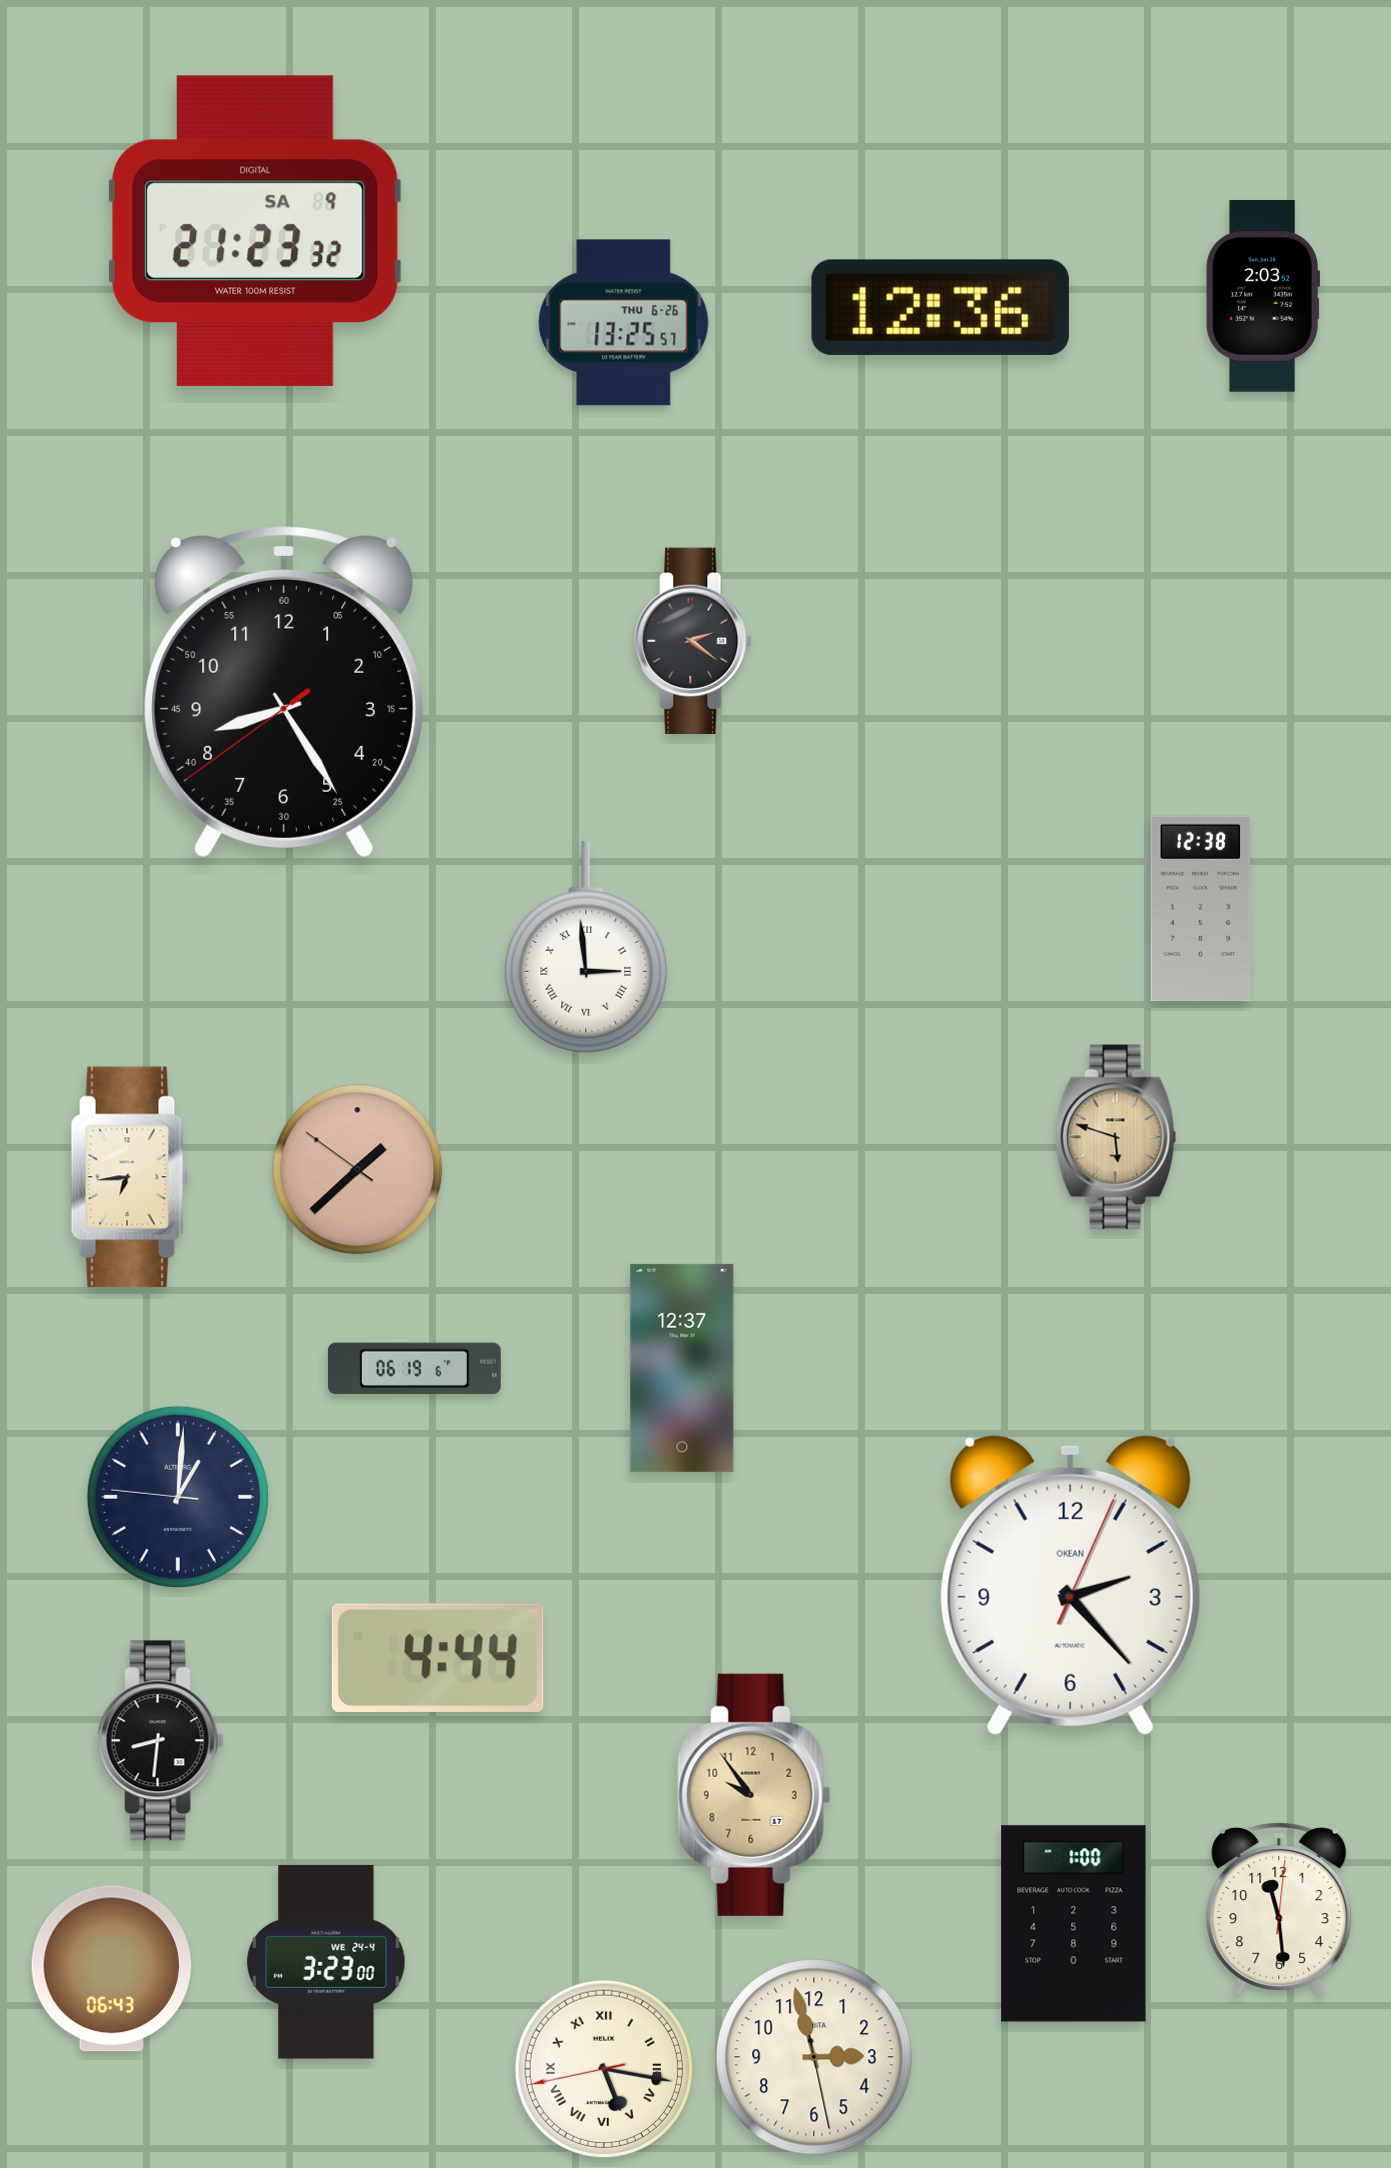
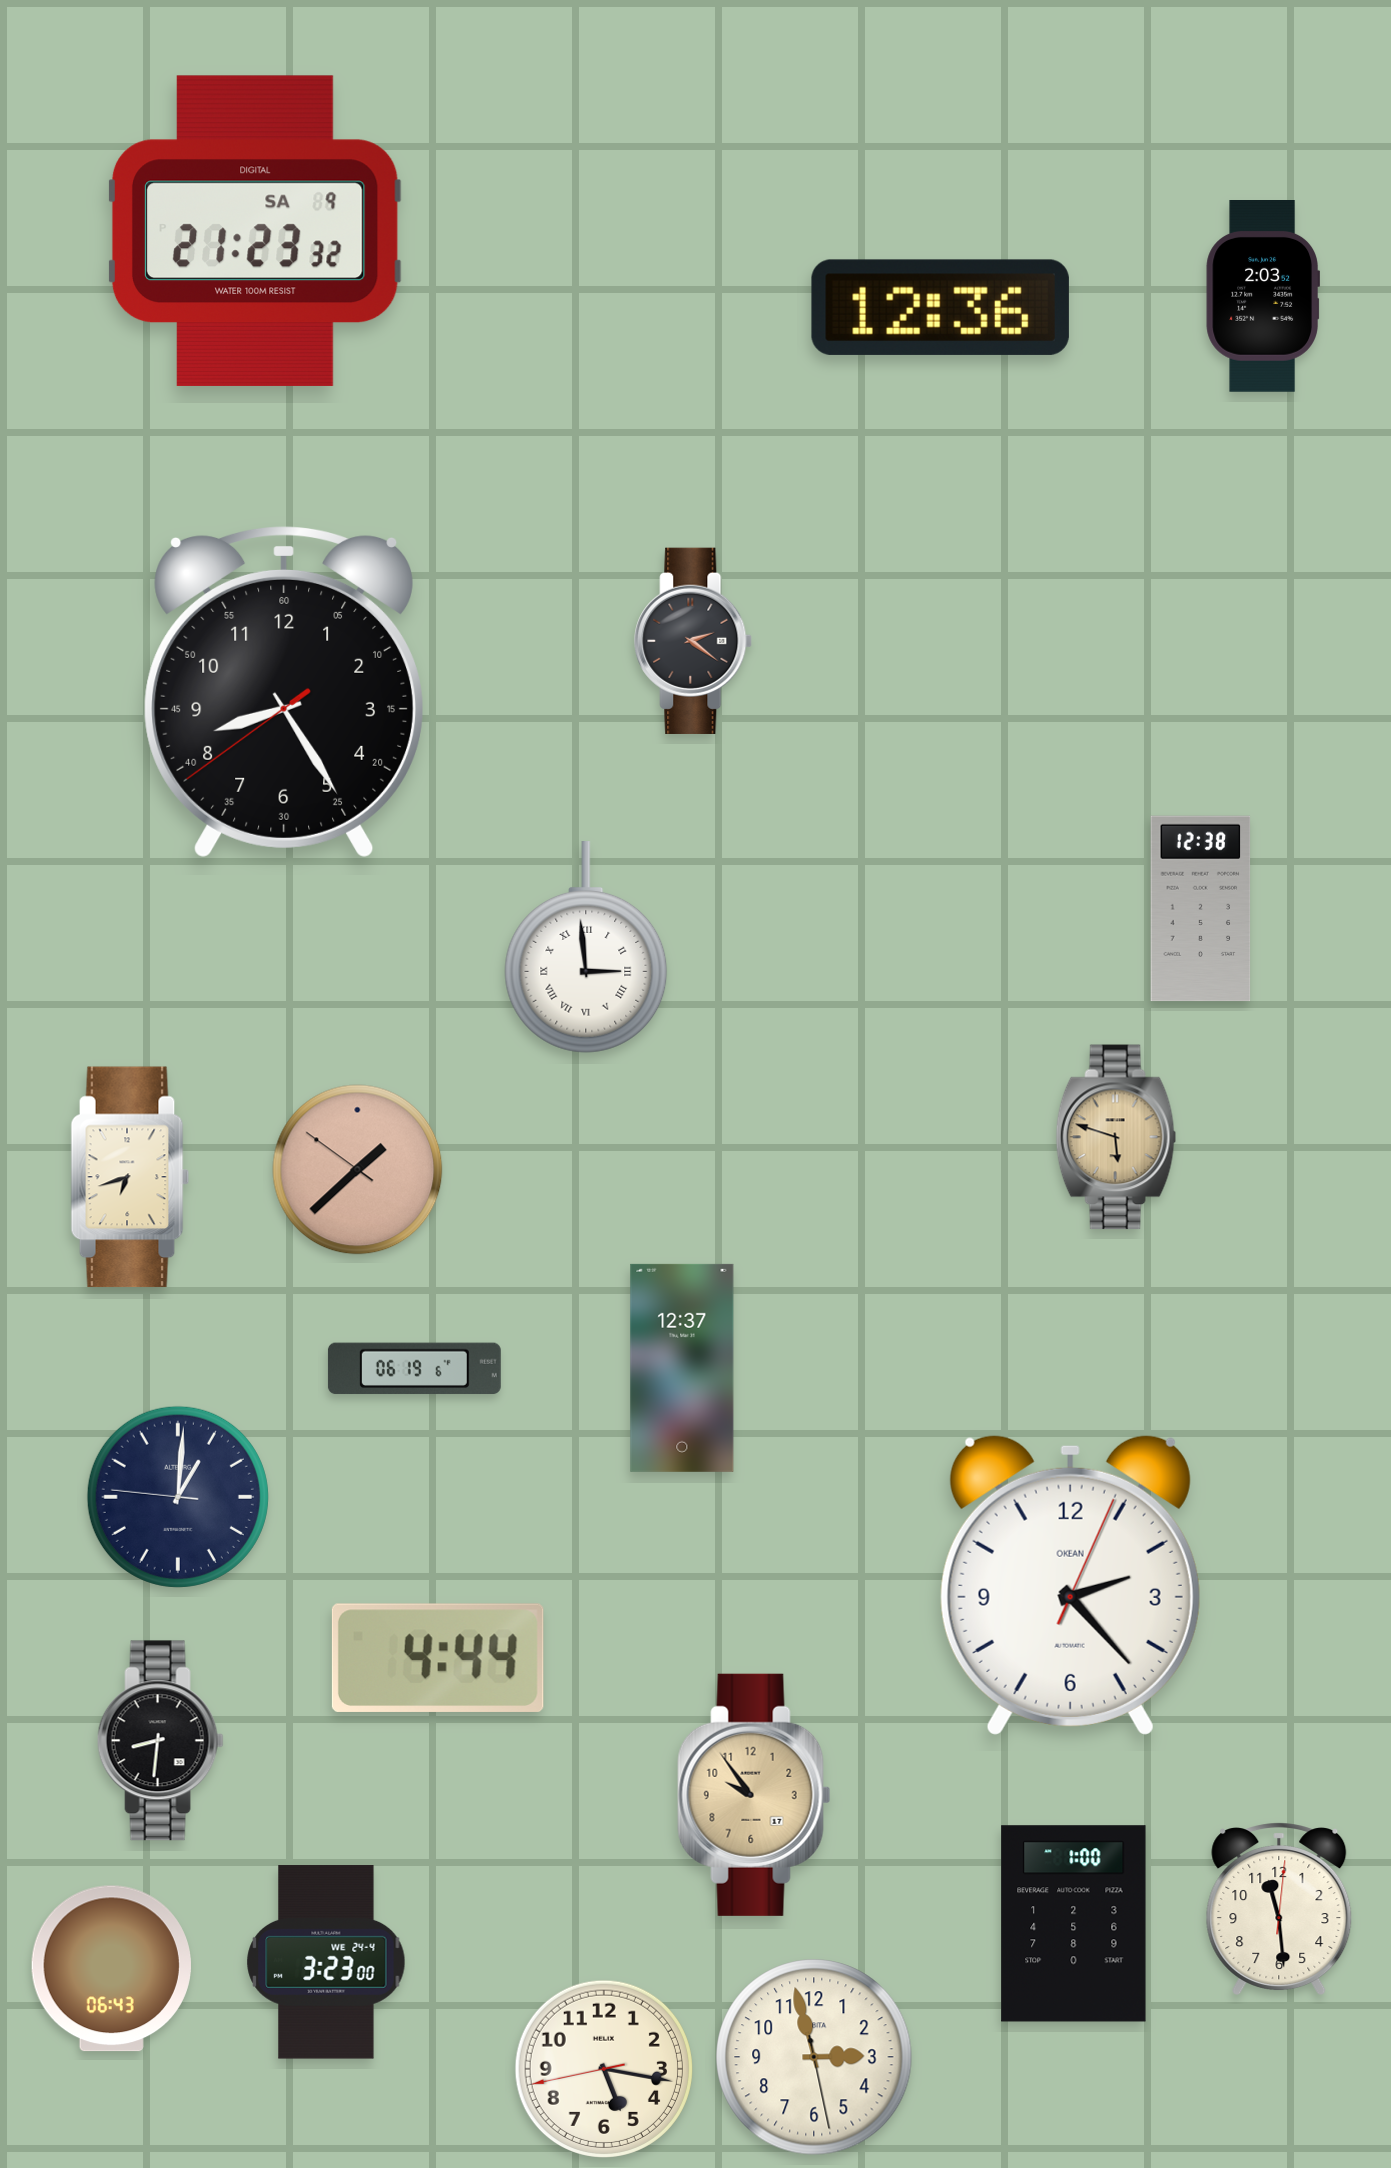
clock at (624, 323): 13:25 -> none
clock at (130, 1177): 6:44 -> 6:42
clock at (603, 2068) numerals: Roman -> Arabic
